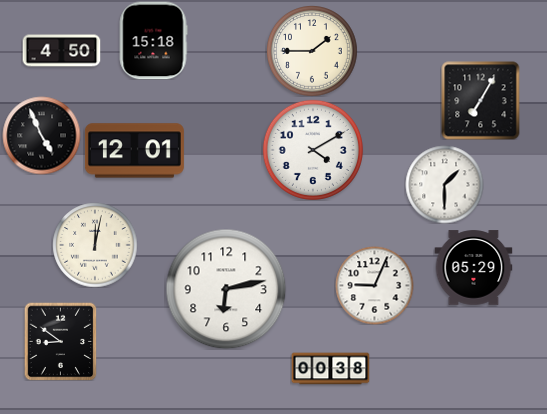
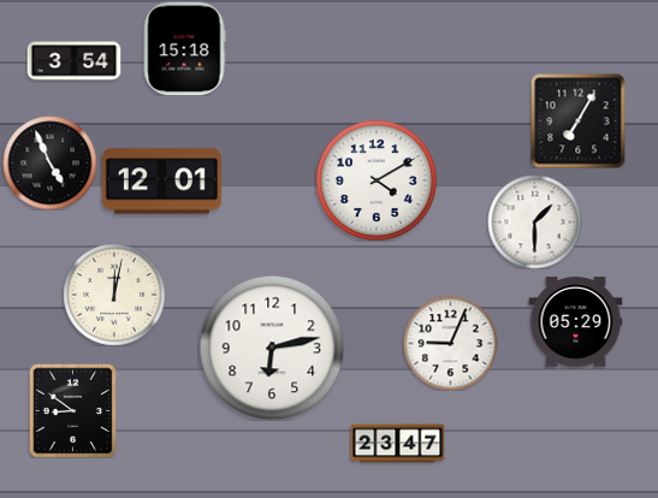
clock at (61, 51): 4:50 -> 3:54
clock at (312, 51): 1:45 -> none
clock at (473, 268) position: (473, 268) -> (575, 322)
clock at (330, 369): 00:38 -> 23:47
